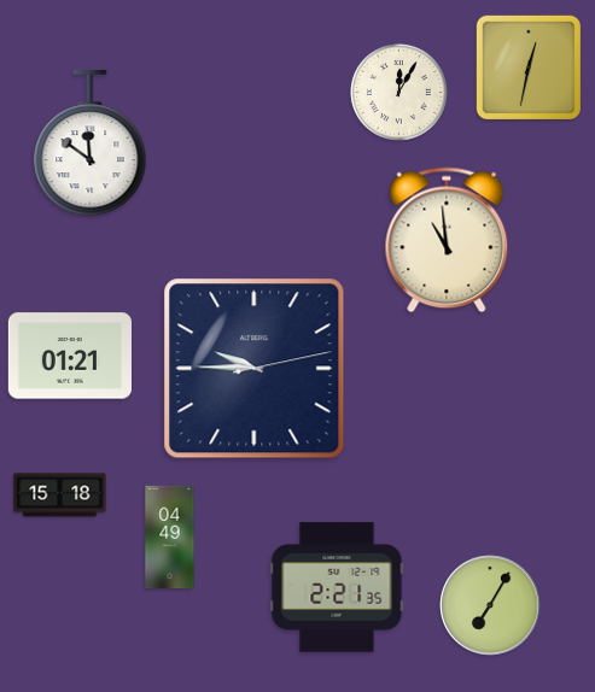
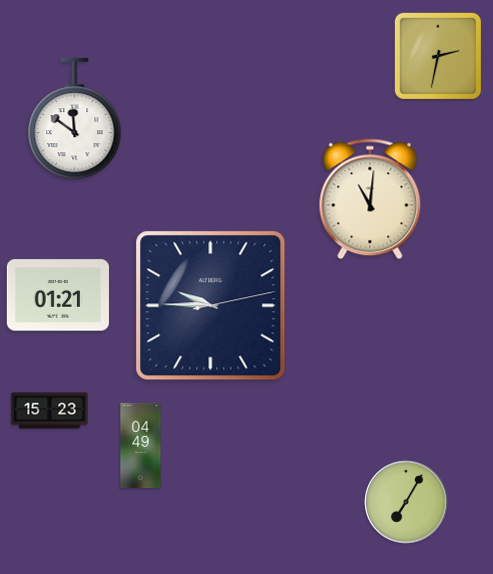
clock at (527, 66): 12:32 -> 2:32
clock at (398, 92): 12:05 -> none
clock at (447, 240): 10:59 -> 11:01
clock at (60, 495): 15:18 -> 15:23
clock at (337, 587): 2:21 -> none
